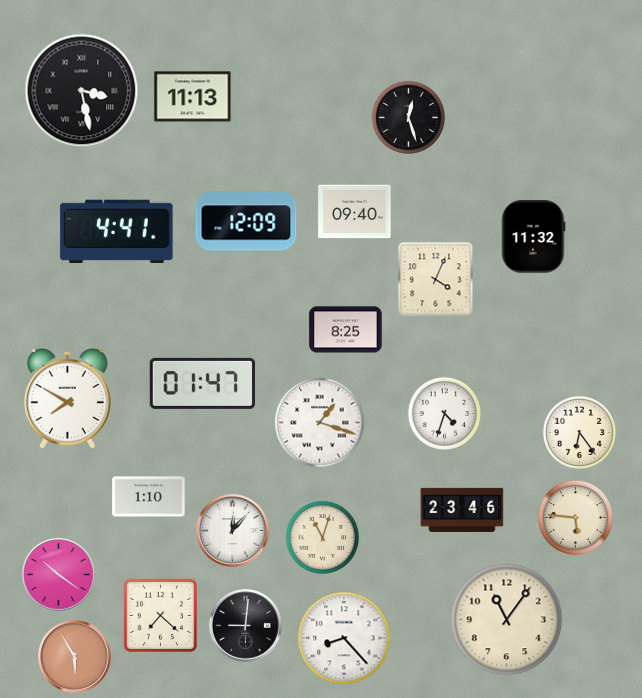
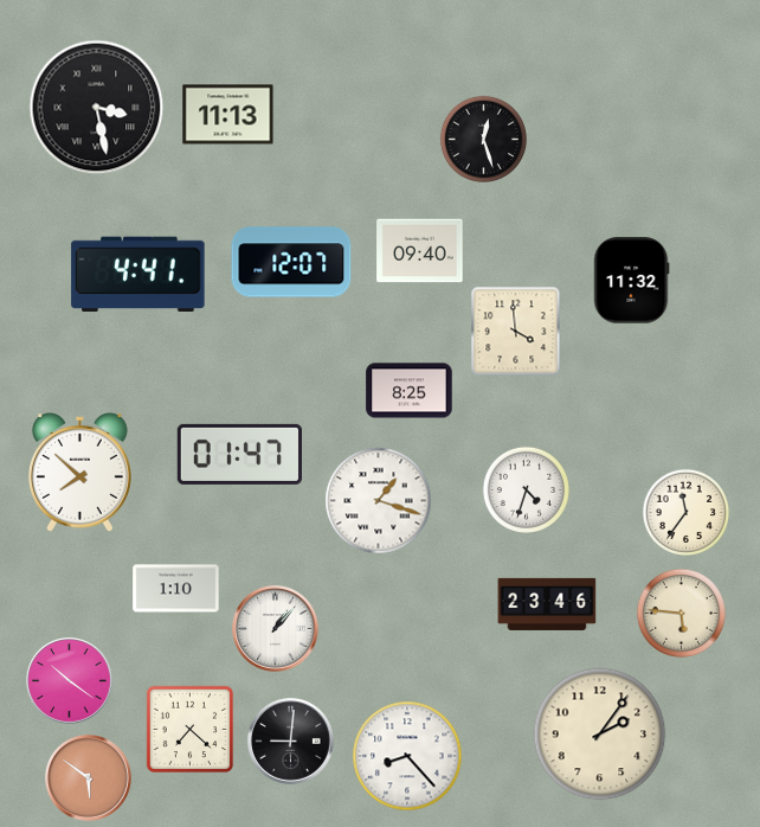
clock at (246, 221): 12:09 -> 12:07
clock at (436, 280): 4:04 -> 3:59
clock at (67, 399): 7:50 -> 7:52
clock at (579, 432): 6:24 -> 11:36
clock at (233, 531): 12:07 -> 1:07
clock at (322, 537): 11:03 -> none
clock at (507, 620): 11:06 -> 2:06
clock at (75, 657): 5:55 -> 5:51
